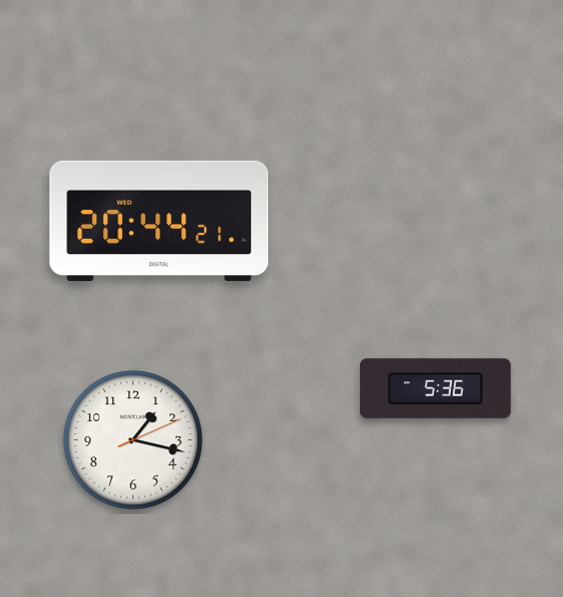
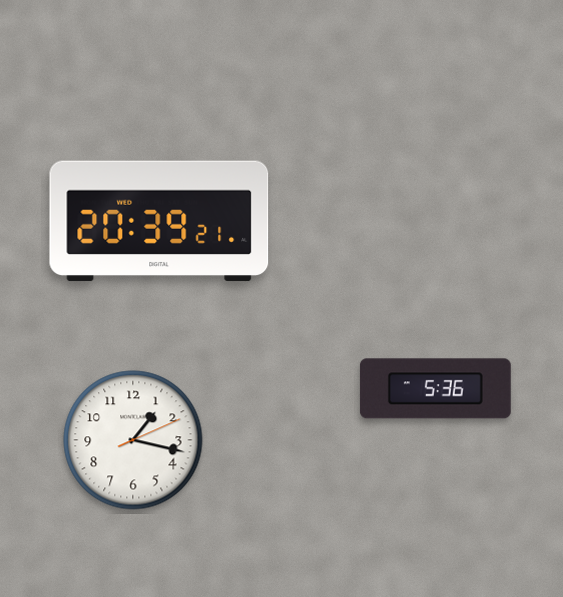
clock at (159, 221): 20:44 -> 20:39
